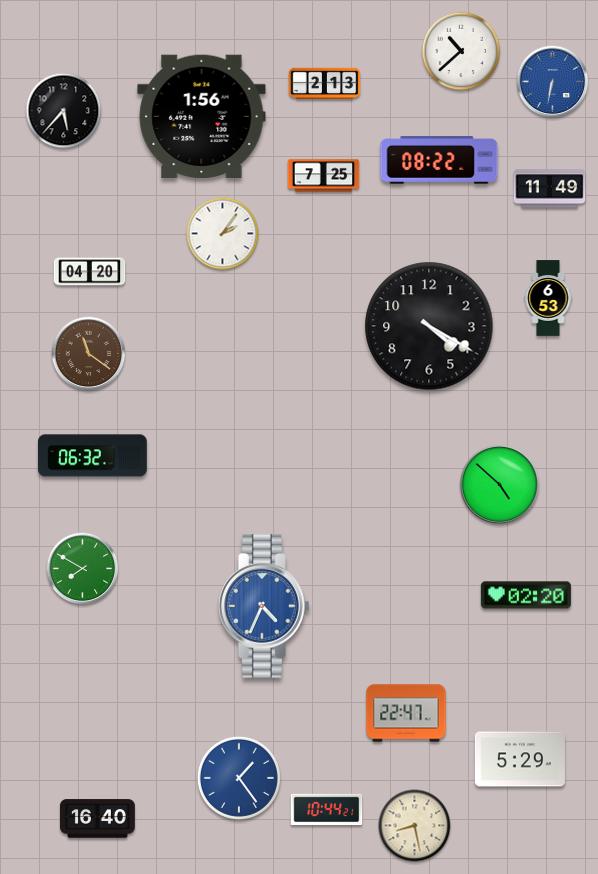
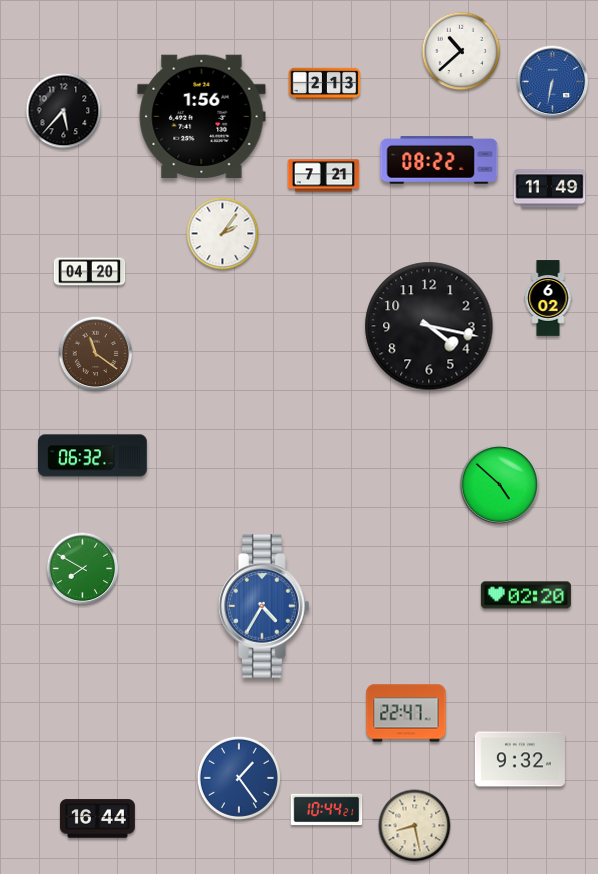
clock at (324, 176): 7:25 -> 7:21
clock at (548, 298): 6:53 -> 6:02
clock at (429, 326): 4:20 -> 4:17
clock at (89, 354) position: (89, 354) -> (96, 354)
clock at (264, 606): 4:34 -> 4:35
clock at (520, 759): 5:29 -> 9:32
clock at (97, 819): 16:40 -> 16:44
